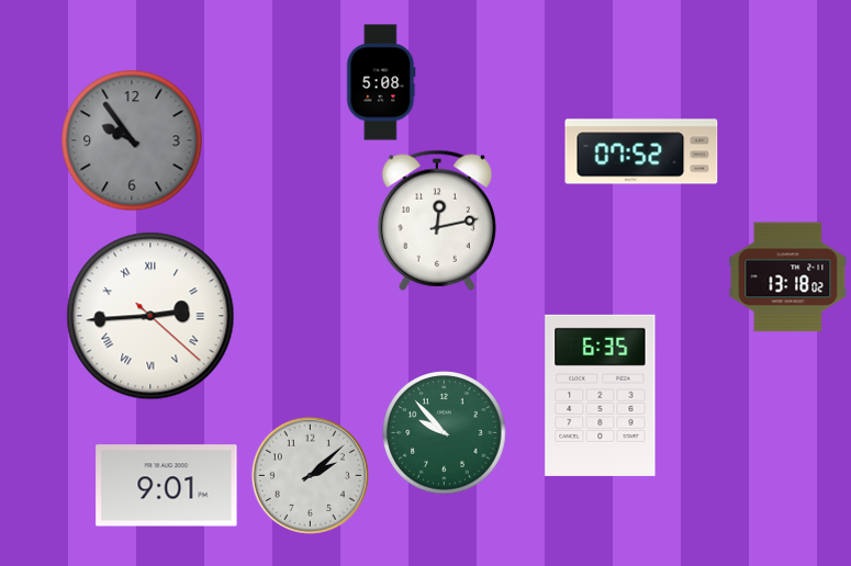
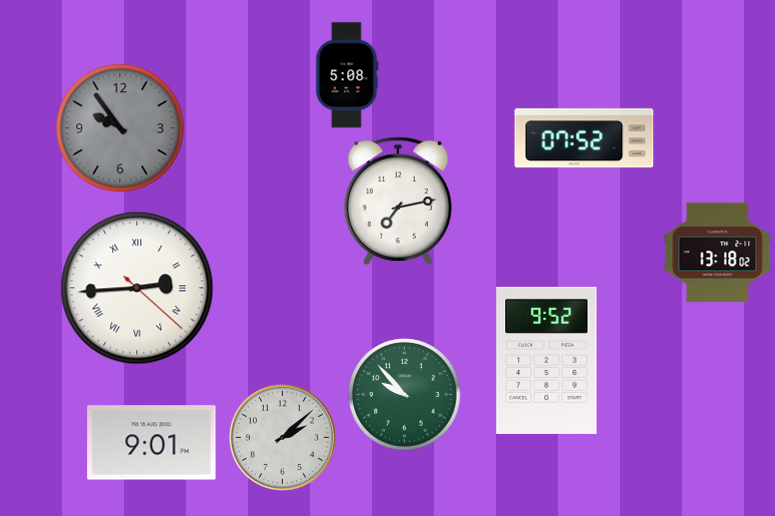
clock at (437, 220): 12:13 -> 7:13
clock at (601, 395): 6:35 -> 9:52
clock at (310, 475) position: (310, 475) -> (282, 437)
